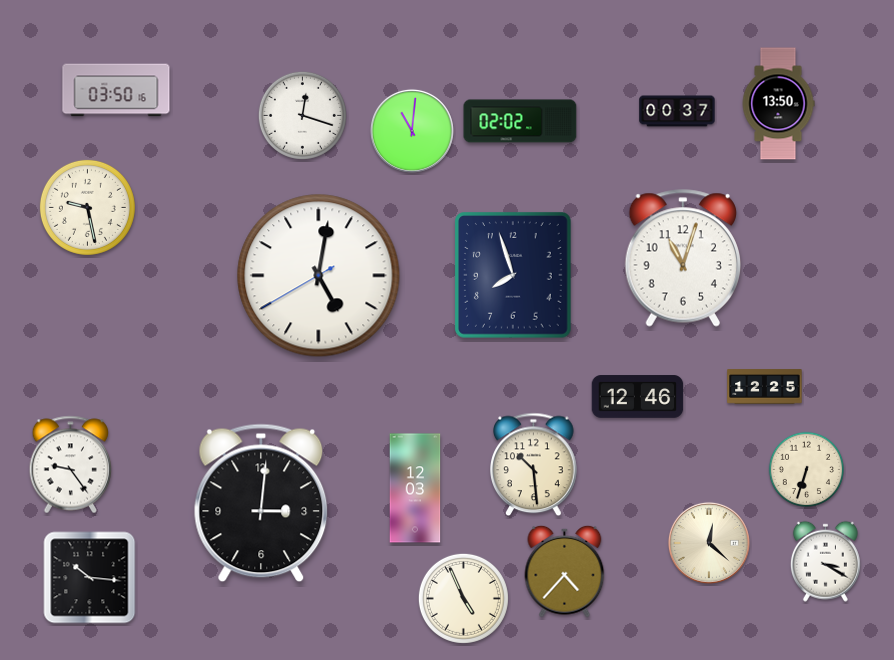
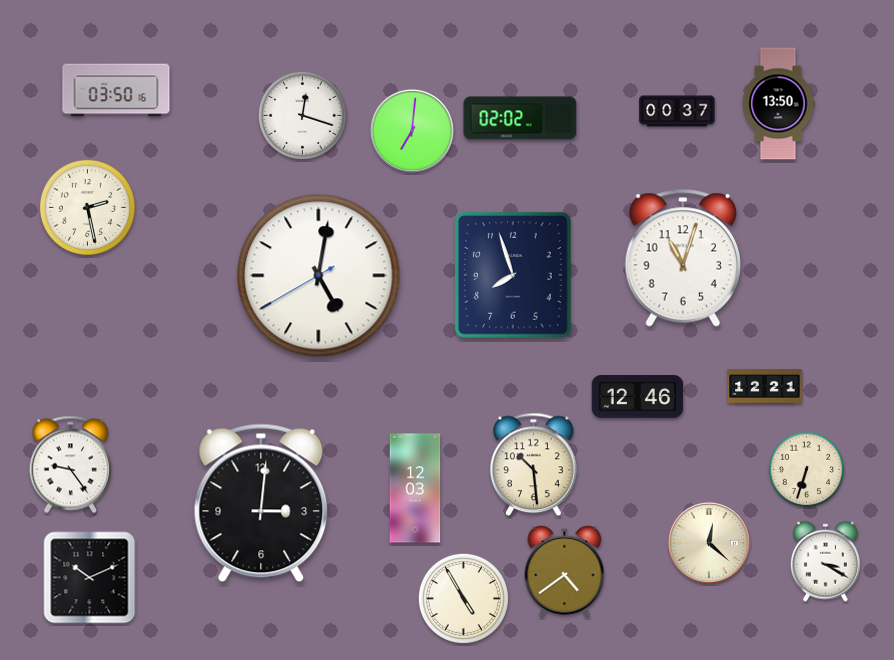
clock at (520, 121) position: (520, 121) -> (520, 118)
clock at (412, 131): 11:01 -> 7:01
clock at (87, 207): 9:28 -> 2:28
clock at (765, 387): 12:25 -> 12:21
clock at (565, 571): 4:37 -> 4:39
clock at (90, 578): 10:16 -> 10:11
clock at (463, 598): 4:56 -> 4:55
